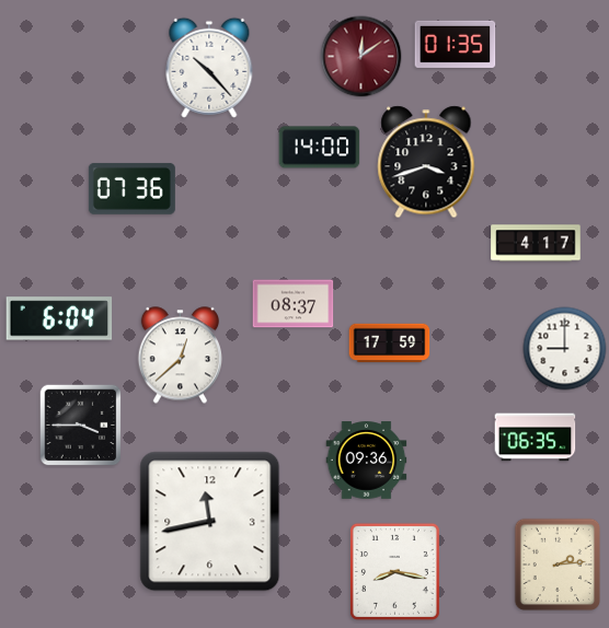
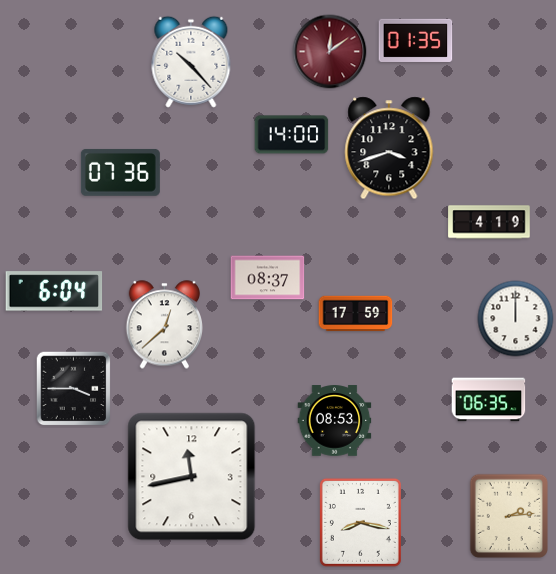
clock at (536, 243): 4:17 -> 4:19
clock at (565, 349): 9:00 -> 12:00
clock at (367, 461): 09:36 -> 08:53
